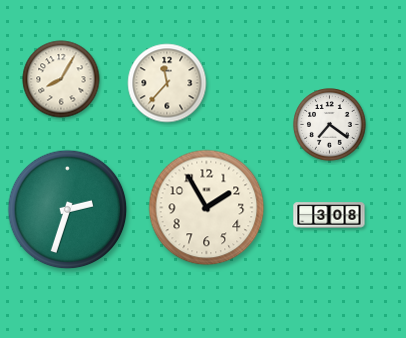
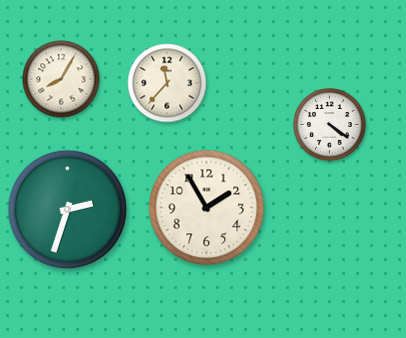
clock at (330, 125): 7:21 -> 4:21
clock at (329, 215): 3:08 -> none
